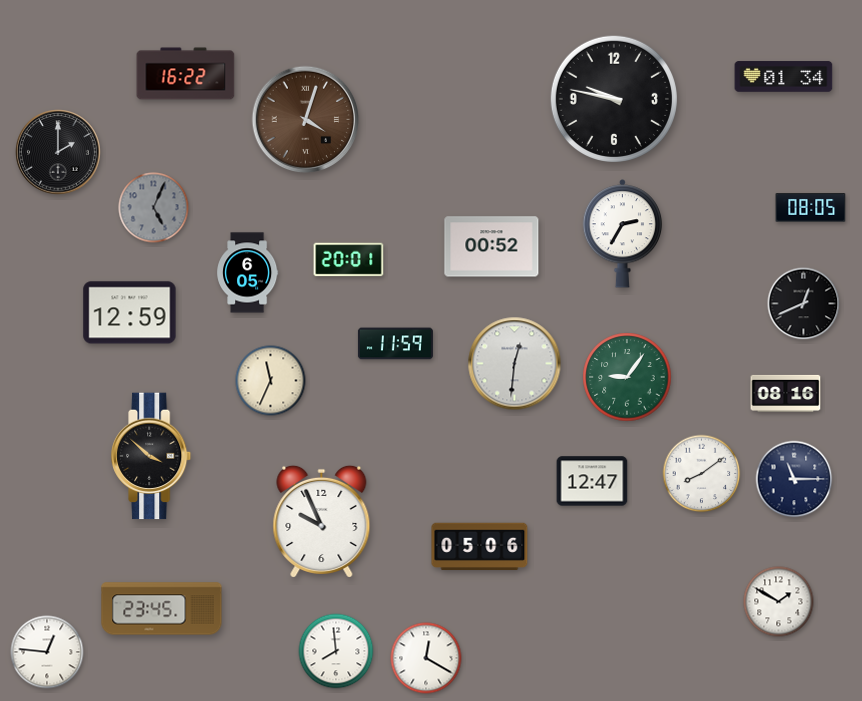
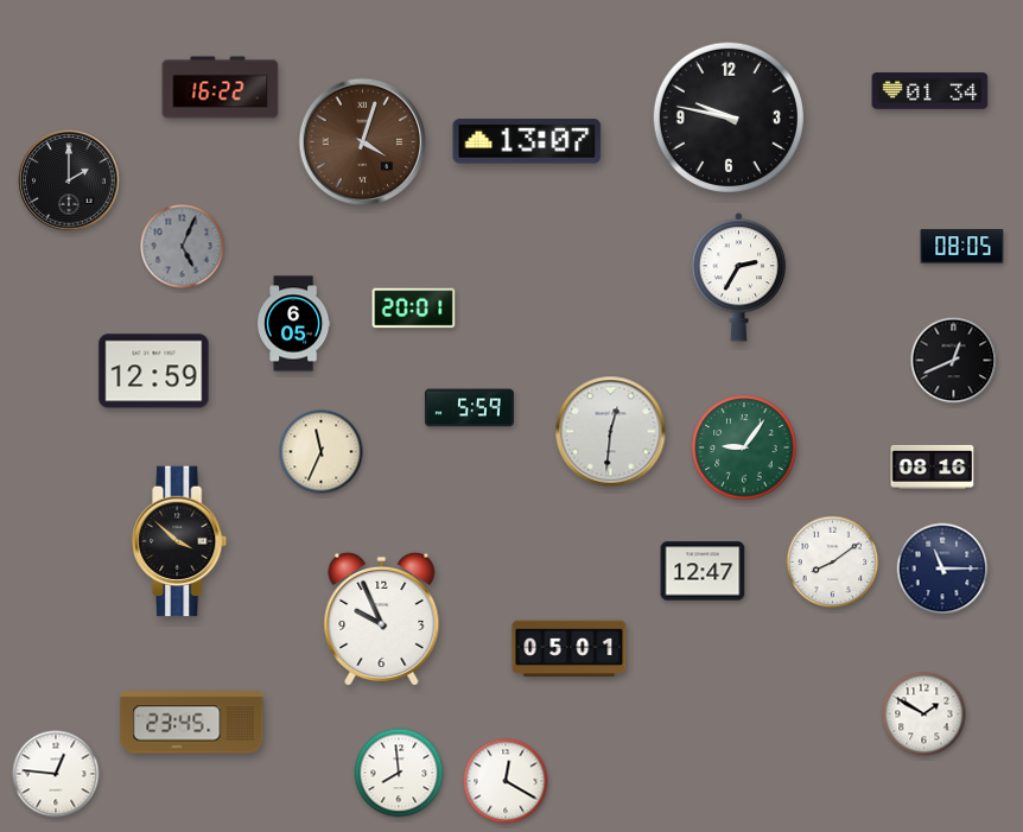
clock at (527, 141): none -> 13:07
clock at (492, 247): 00:52 -> none
clock at (395, 344): 11:59 -> 5:59
clock at (480, 547): 05:06 -> 05:01
